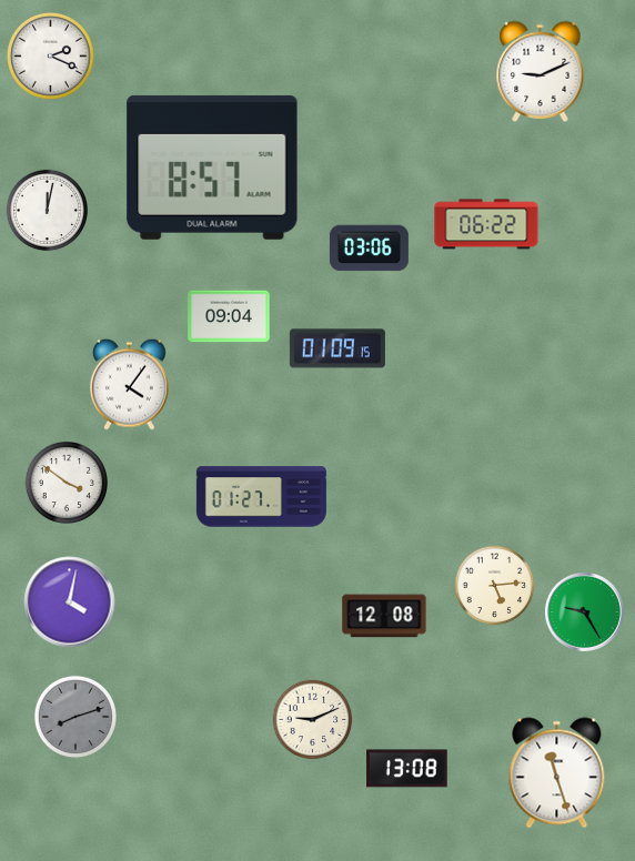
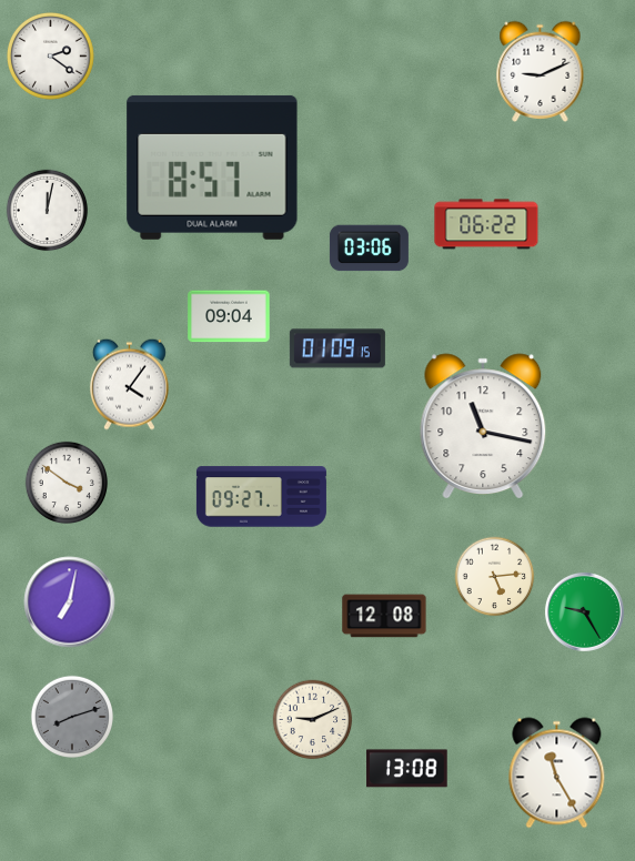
clock at (51, 57): 2:19 -> 2:21
clock at (483, 425): none -> 11:17
clock at (261, 497): 01:27 -> 09:27
clock at (495, 586) position: (495, 586) -> (495, 577)
clock at (70, 602): 4:02 -> 7:02
clock at (74, 716) position: (74, 716) -> (71, 716)
clock at (557, 773): 11:27 -> 11:25
